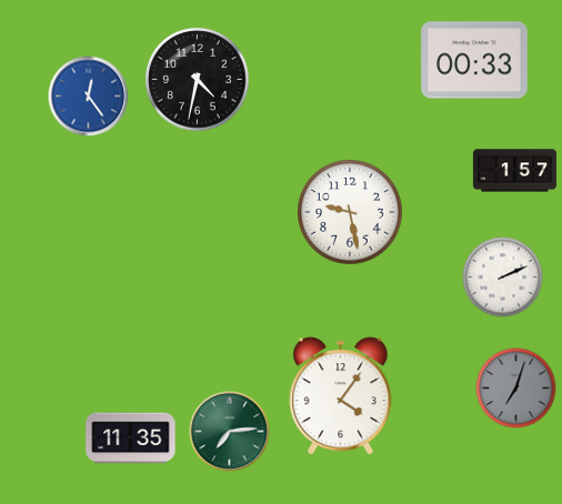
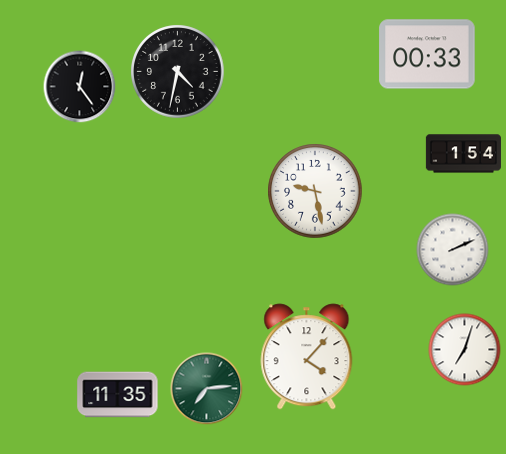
clock at (89, 97) dial: blue -> black
clock at (514, 171): 1:57 -> 1:54
clock at (516, 389) dial: grey -> white
clock at (341, 396): 4:06 -> 4:07
